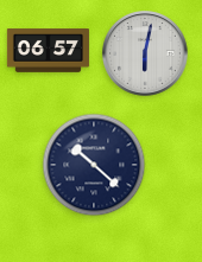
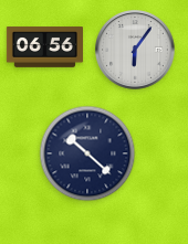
clock at (48, 51): 06:57 -> 06:56
clock at (145, 53): 6:02 -> 6:06
